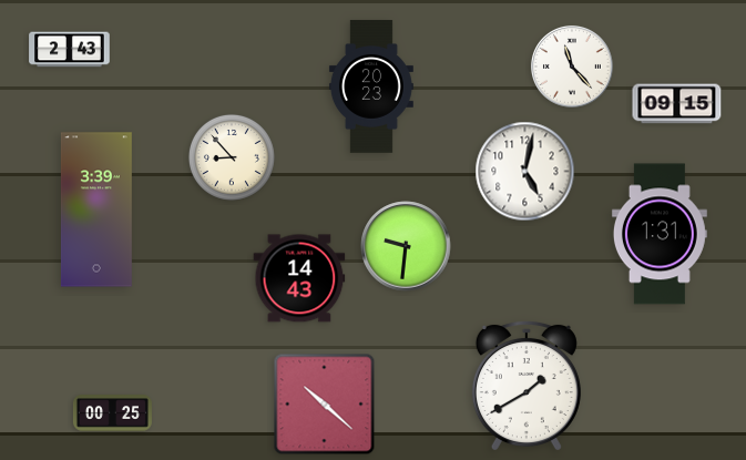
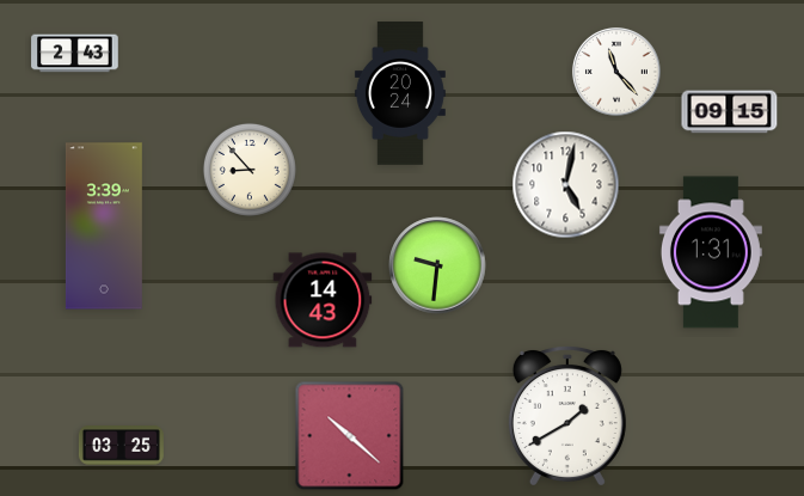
clock at (371, 86): 20:23 -> 20:24
clock at (112, 413): 00:25 -> 03:25
